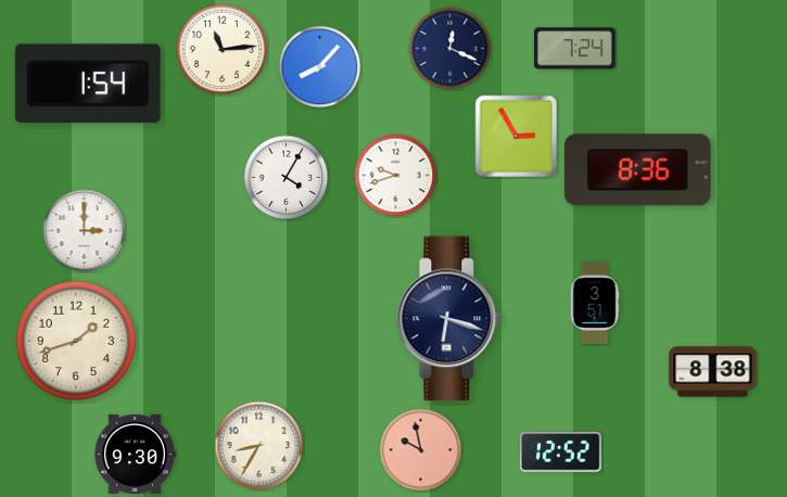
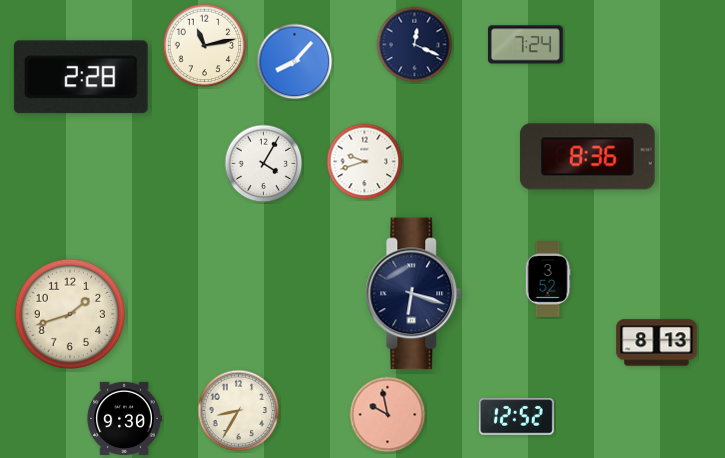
clock at (574, 49) position: (574, 49) -> (525, 45)
clock at (223, 50): 11:14 -> 11:13
clock at (88, 84): 1:54 -> 2:28
clock at (517, 137): 2:55 -> none
clock at (85, 231): 3:00 -> none
clock at (595, 303): 3:51 -> 3:52
clock at (713, 372): 8:38 -> 8:13
